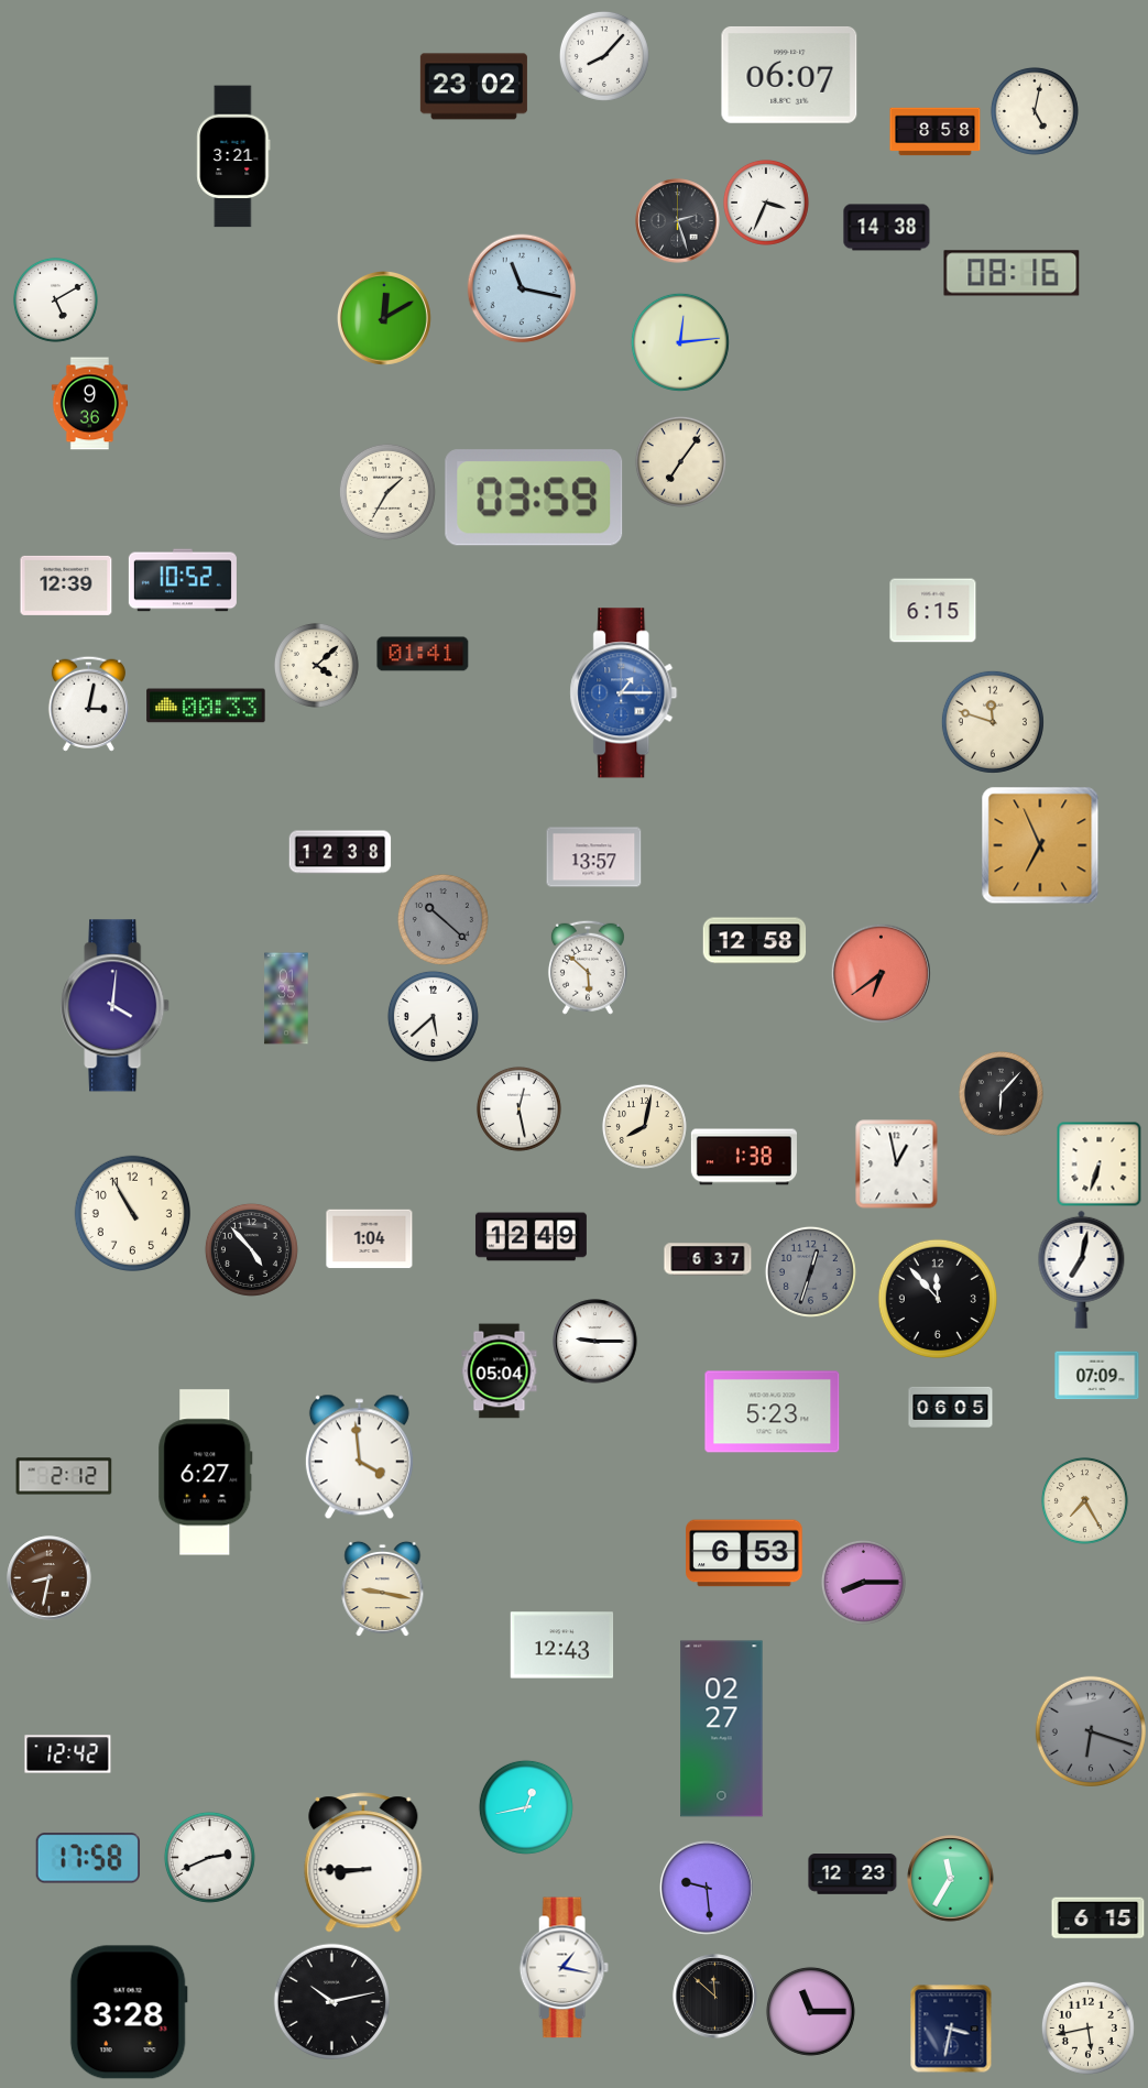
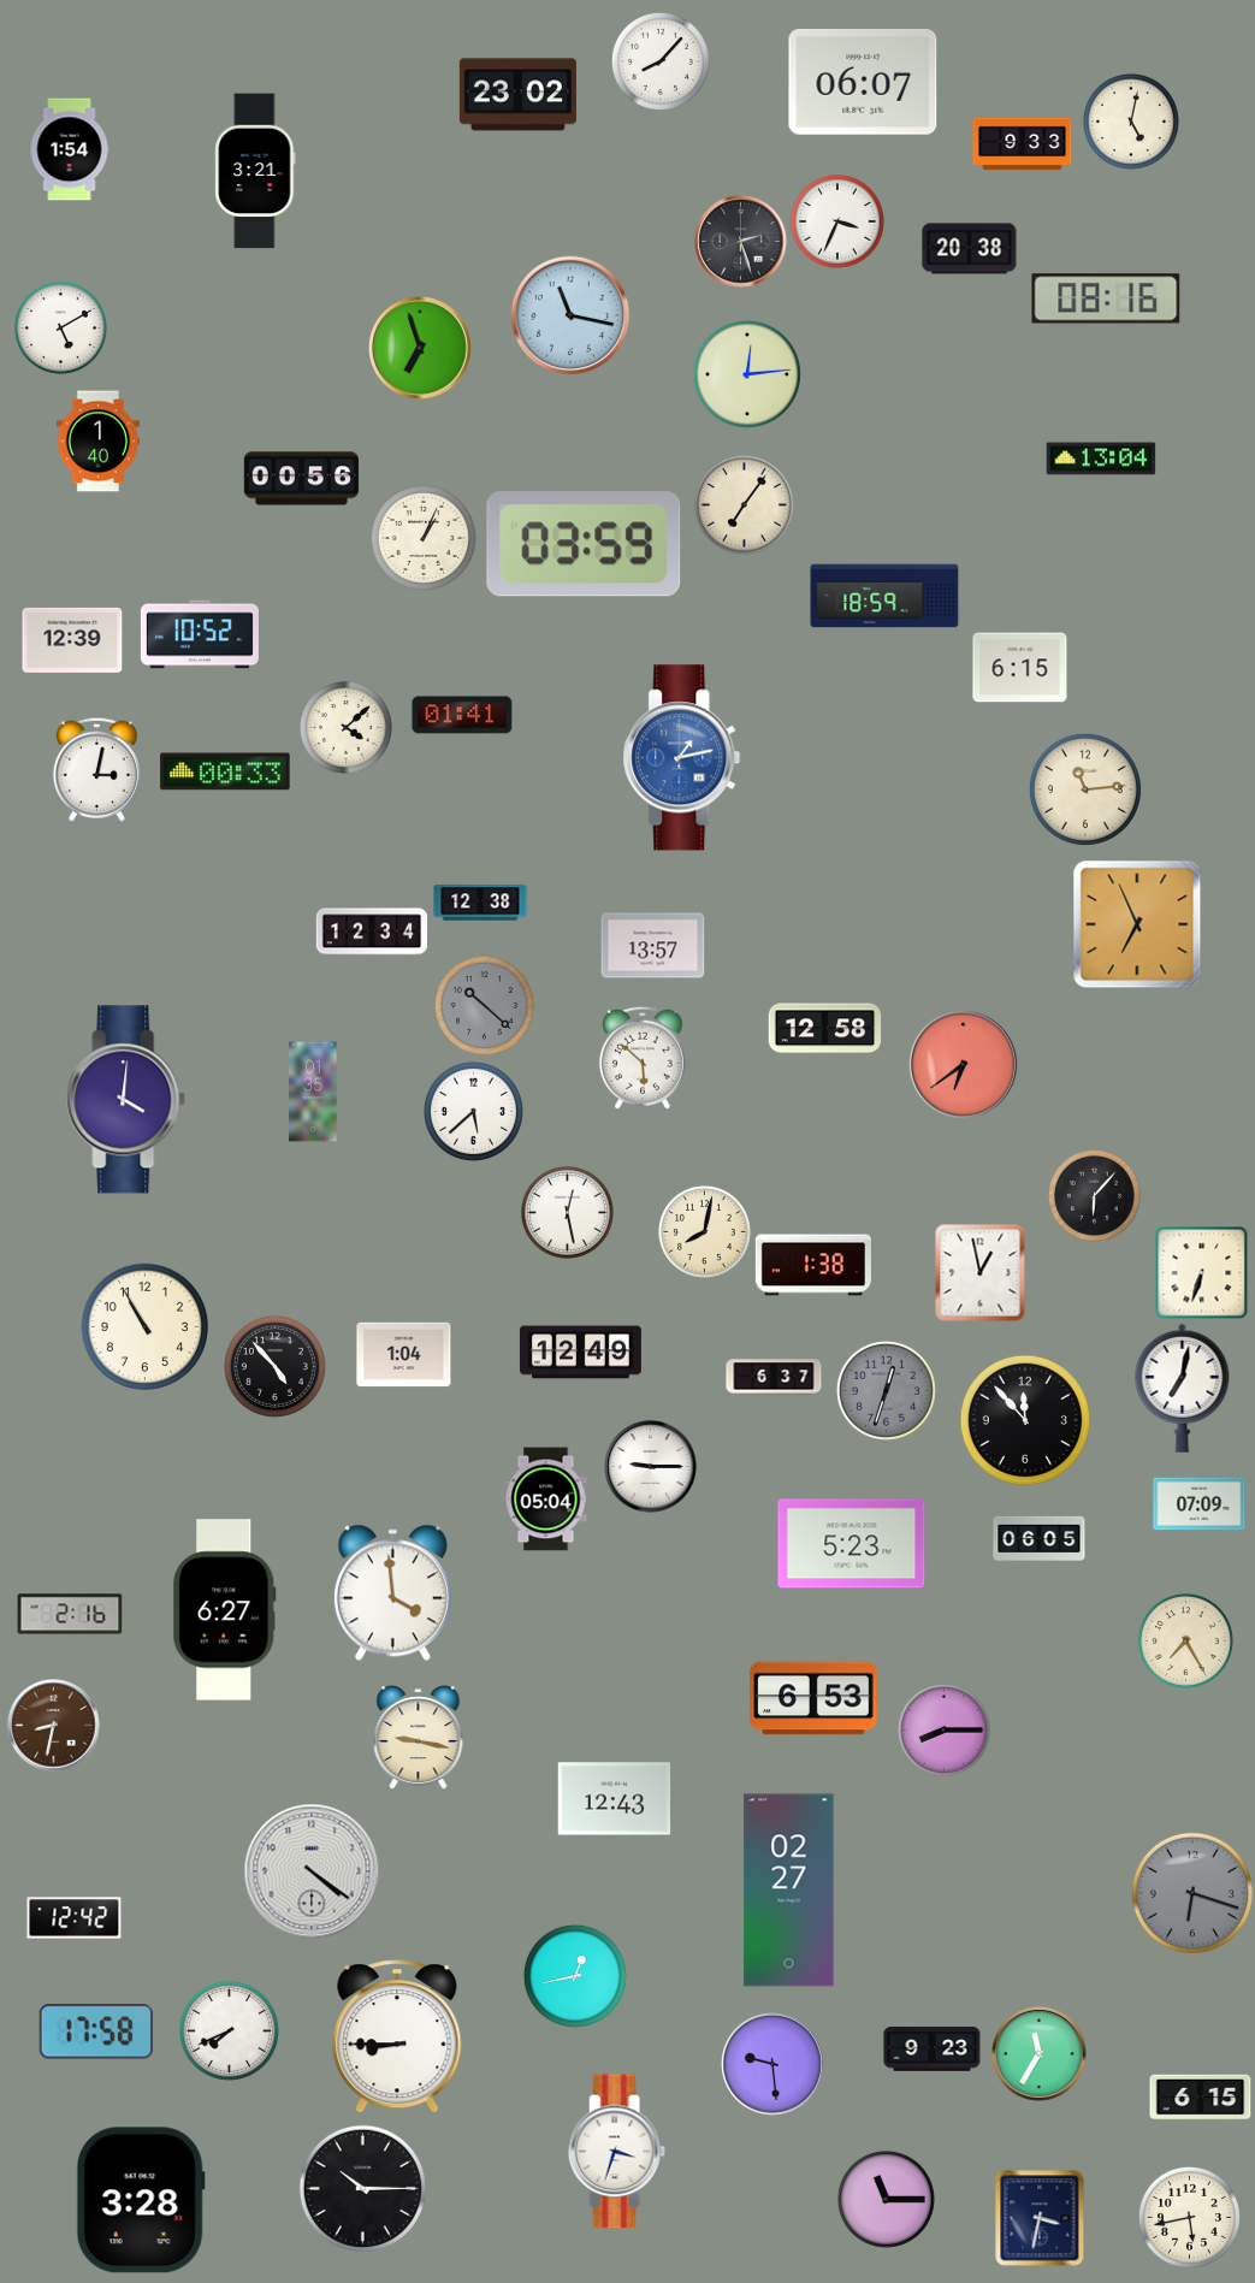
clock at (936, 132): 8:58 -> 9:33
clock at (70, 149): none -> 1:54
clock at (887, 228): 14:38 -> 20:38
clock at (384, 318): 12:10 -> 6:57
clock at (680, 342) position: (680, 342) -> (747, 374)
clock at (89, 404): 9:36 -> 1:40
clock at (1101, 459): none -> 13:04
clock at (301, 479): none -> 00:56
clock at (387, 492): 1:35 -> 1:04
clock at (884, 596): none -> 18:59
clock at (624, 693): 1:15 -> 1:13
clock at (993, 722): 11:48 -> 11:14
clock at (480, 903): none -> 12:38
clock at (340, 852): 12:38 -> 12:34
clock at (594, 857) position: (594, 857) -> (653, 946)
clock at (773, 1412) position: (773, 1412) -> (852, 1544)
clock at (64, 1476): 2:12 -> 2:16
clock at (312, 1871): none -> 4:21
clock at (209, 1857): 2:41 -> 7:41
clock at (853, 1874): 12:23 -> 9:23
clock at (564, 1968): 1:17 -> 3:33
clock at (715, 1997): 11:52 -> none
clock at (331, 2001): 10:13 -> 10:15
